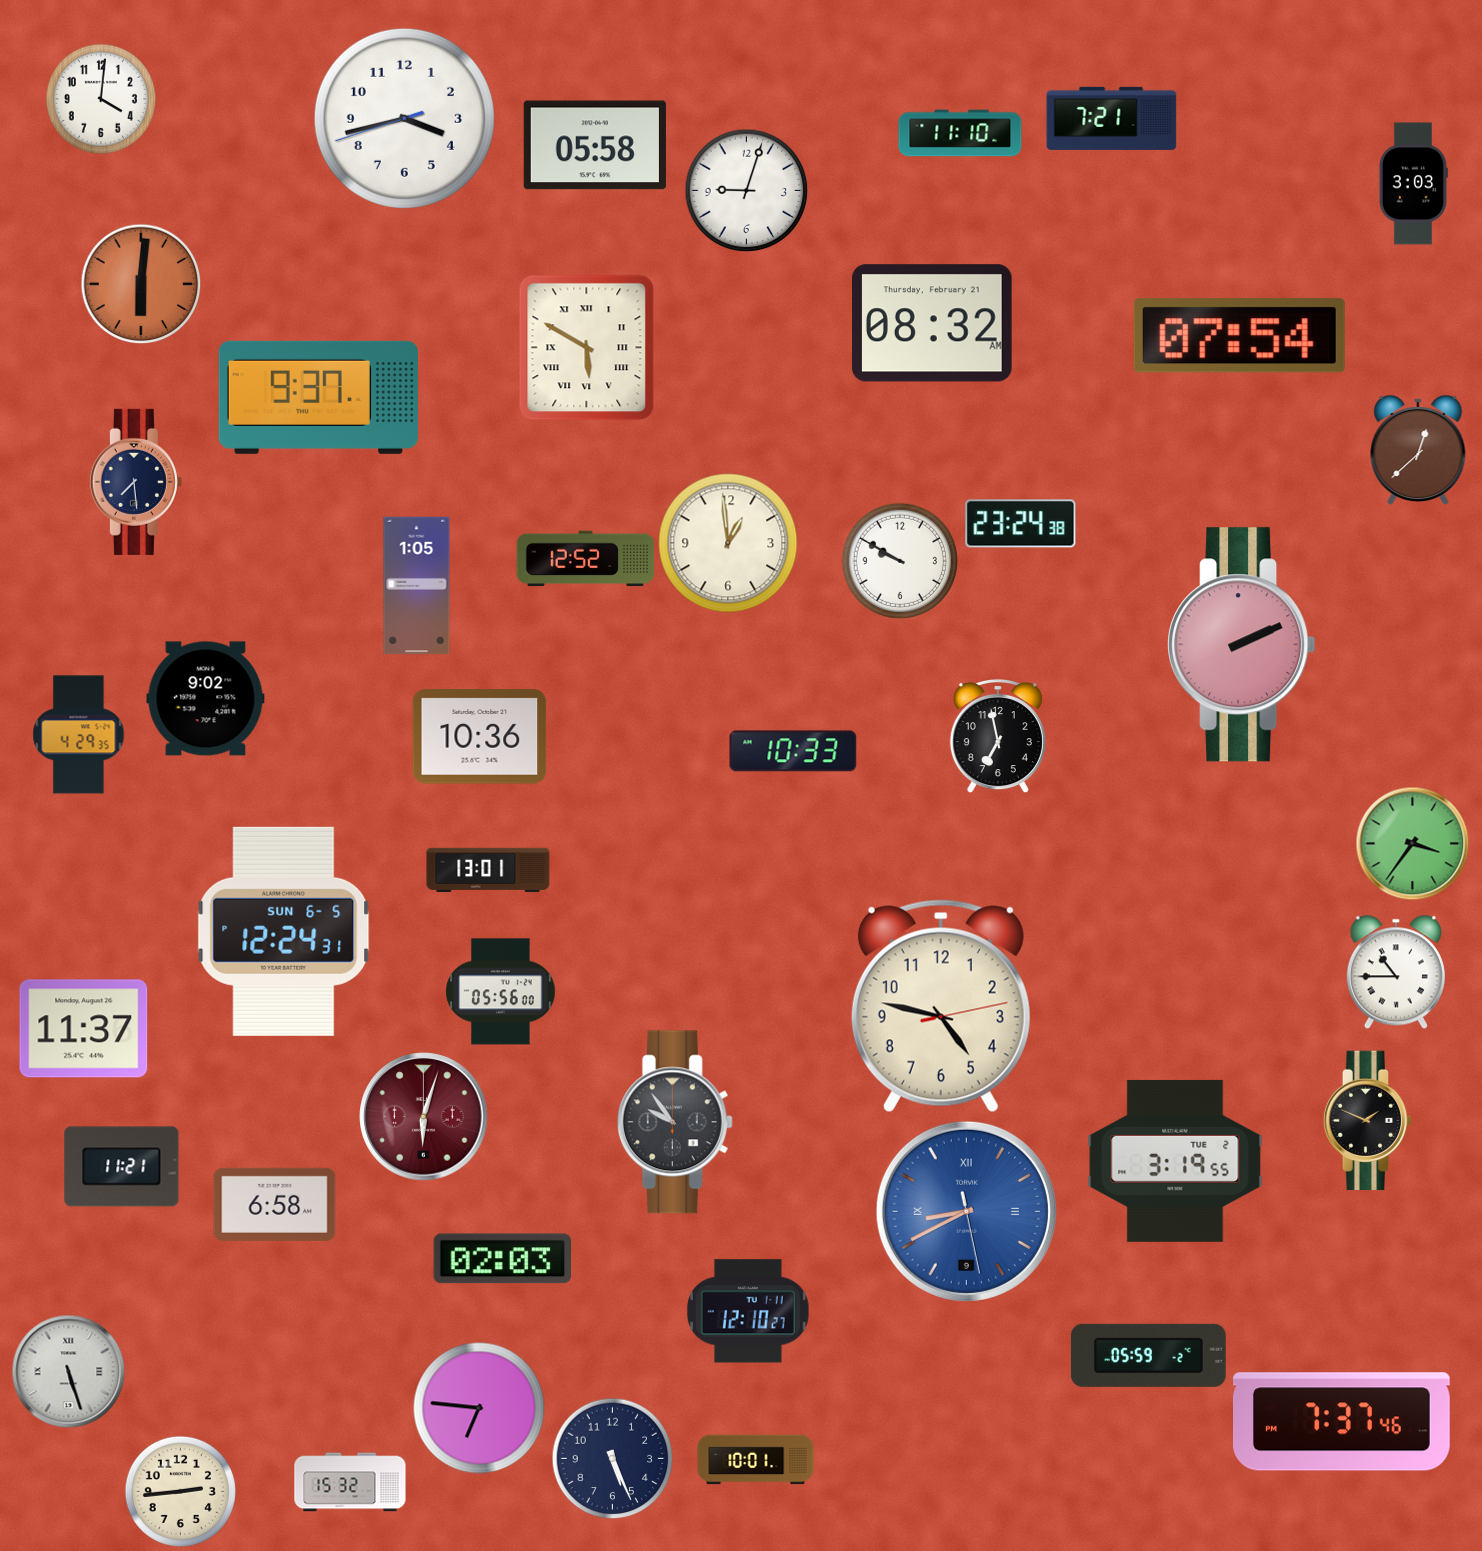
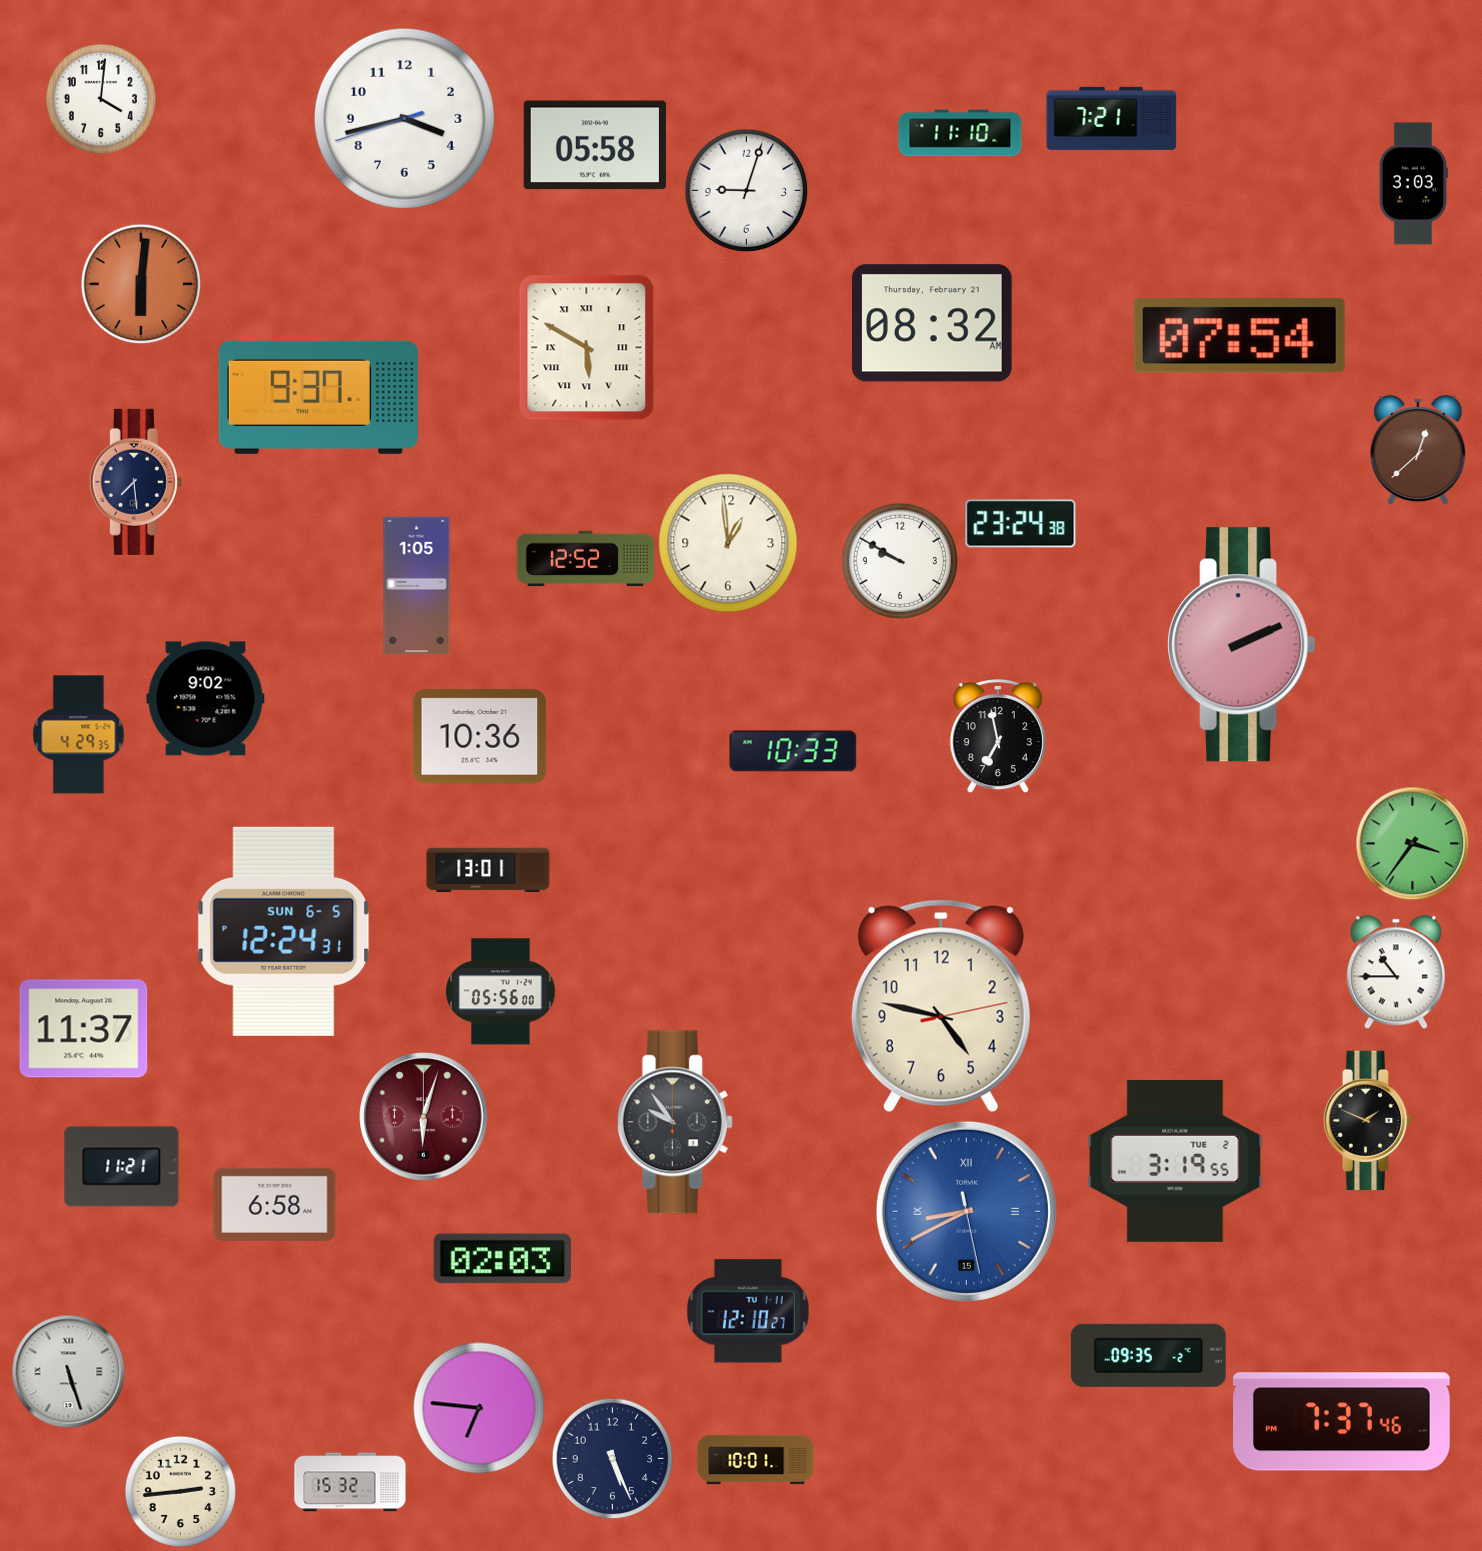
clock at (966, 1211) date: 9 -> 15
clock at (1148, 1355): 05:59 -> 09:35
